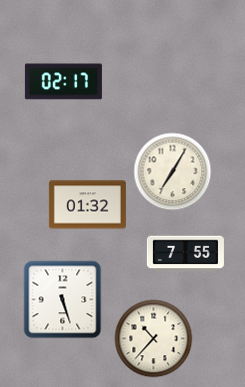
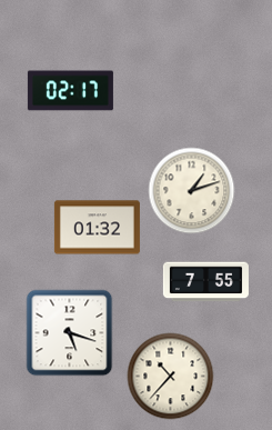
clock at (172, 171): 7:05 -> 1:12
clock at (62, 299): 5:27 -> 5:18
